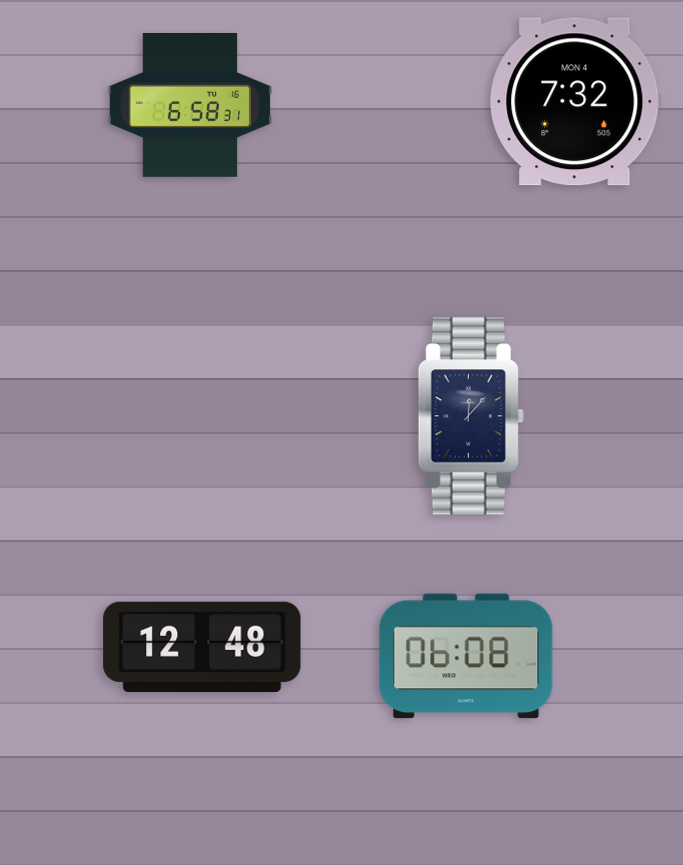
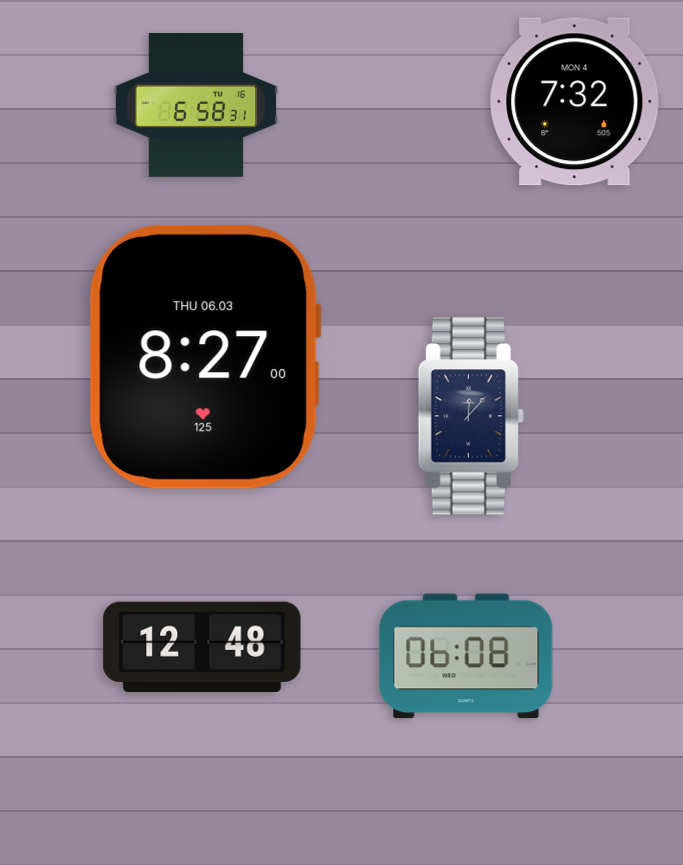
clock at (190, 106) position: (190, 106) -> (196, 106)
clock at (205, 357): none -> 8:27
